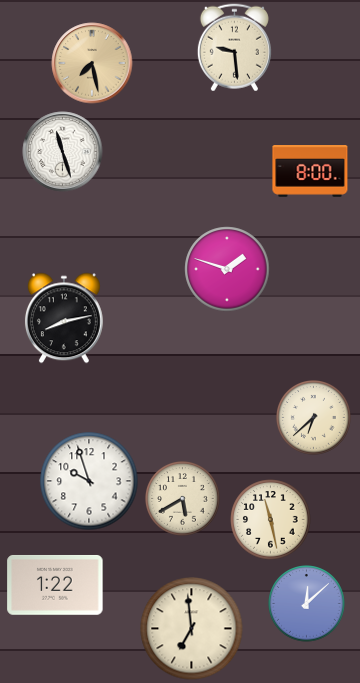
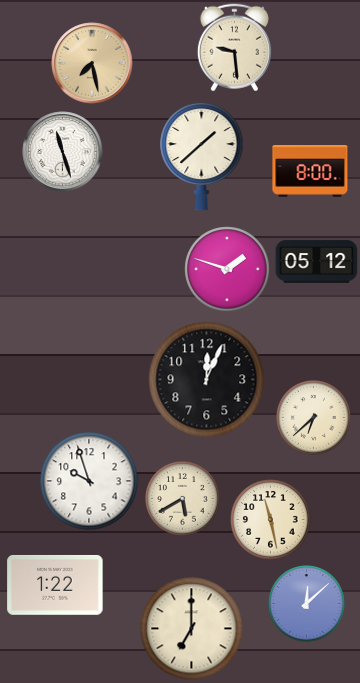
clock at (202, 156): none -> 1:38
clock at (317, 262): none -> 05:12
clock at (64, 318): 8:13 -> none
clock at (207, 380): none -> 12:04
clock at (192, 629): 6:59 -> 7:00
